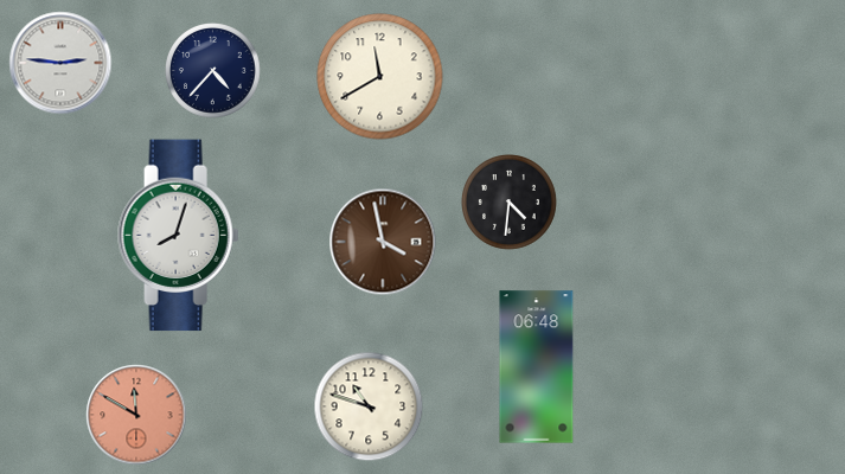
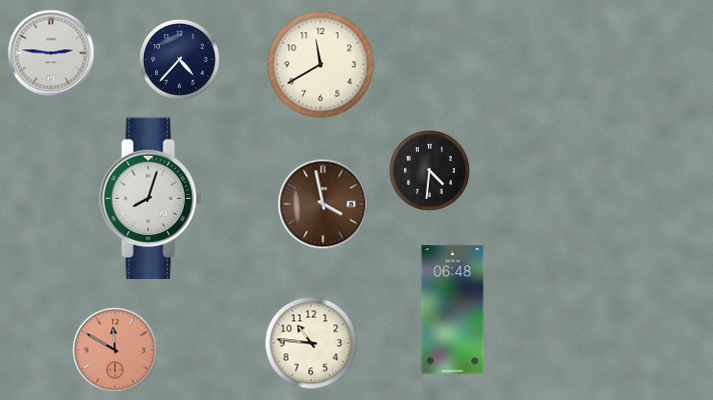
clock at (369, 406): 10:48 -> 10:46
